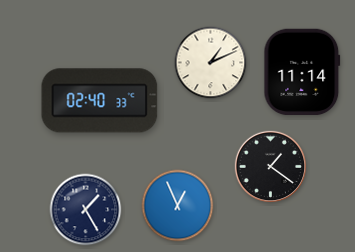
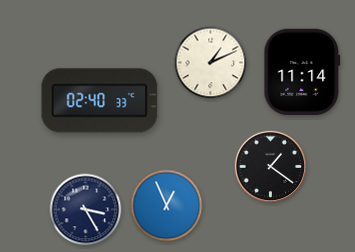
clock at (178, 206) position: (178, 206) -> (167, 206)
clock at (86, 210): 1:25 -> 3:25
